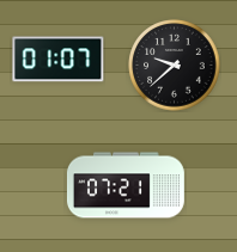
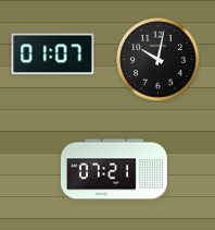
clock at (175, 66): 9:38 -> 10:02
